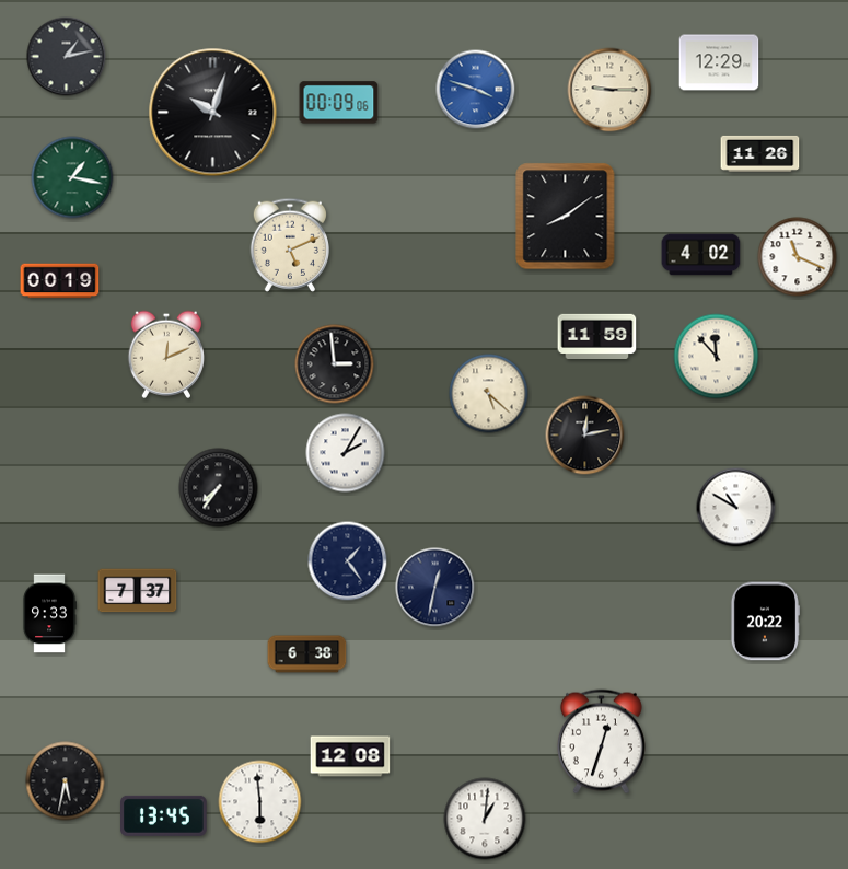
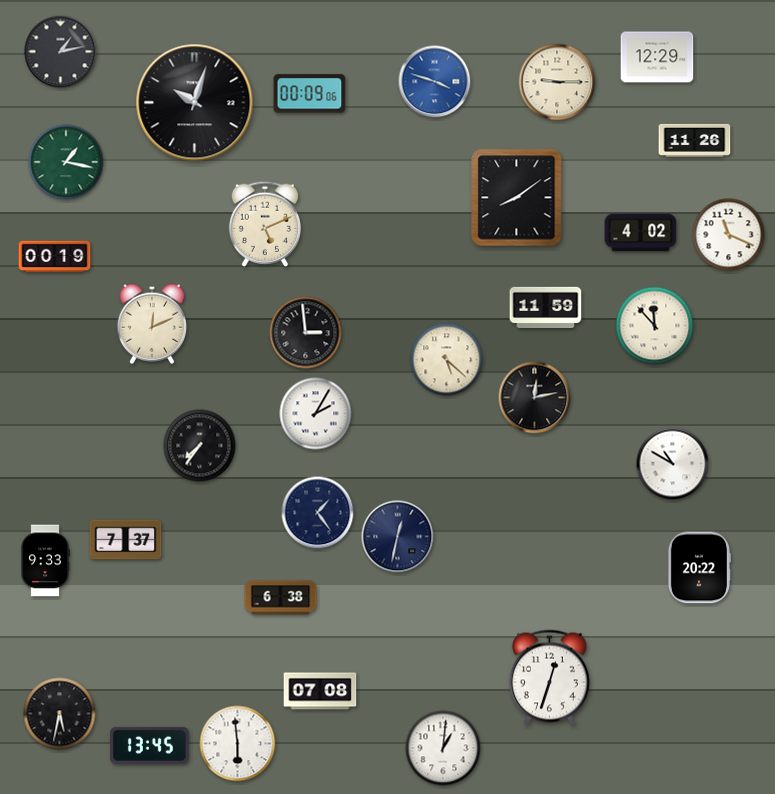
clock at (350, 756): 12:08 -> 07:08
clock at (260, 802) position: (260, 802) -> (238, 744)
